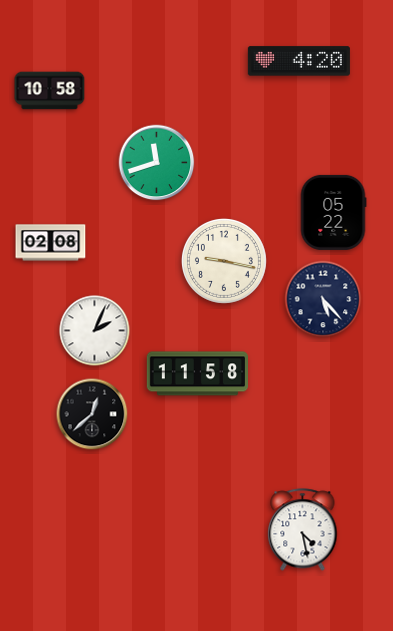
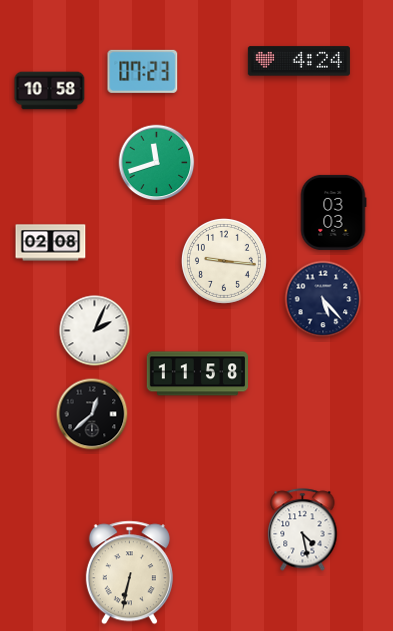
clock at (299, 61): 4:20 -> 4:24
clock at (143, 71): none -> 07:23
clock at (333, 212): 05:22 -> 03:03
clock at (224, 261): 9:17 -> 9:16
clock at (129, 573): none -> 6:32
